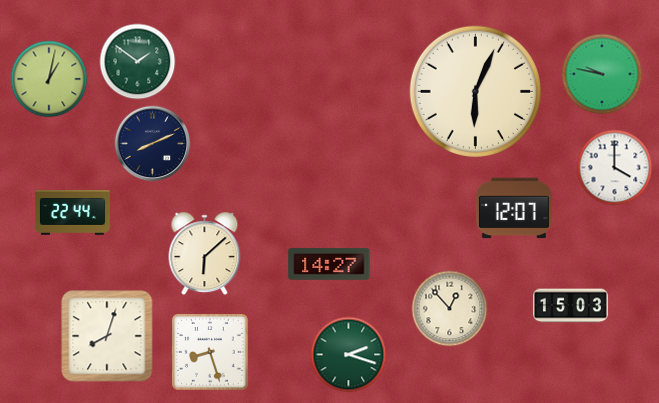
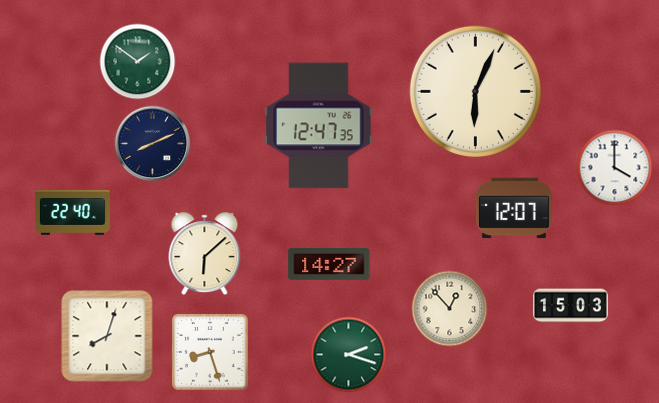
clock at (602, 74): 9:47 -> none
clock at (49, 79): 1:02 -> none
clock at (319, 126): none -> 12:47
clock at (72, 213): 22:44 -> 22:40
